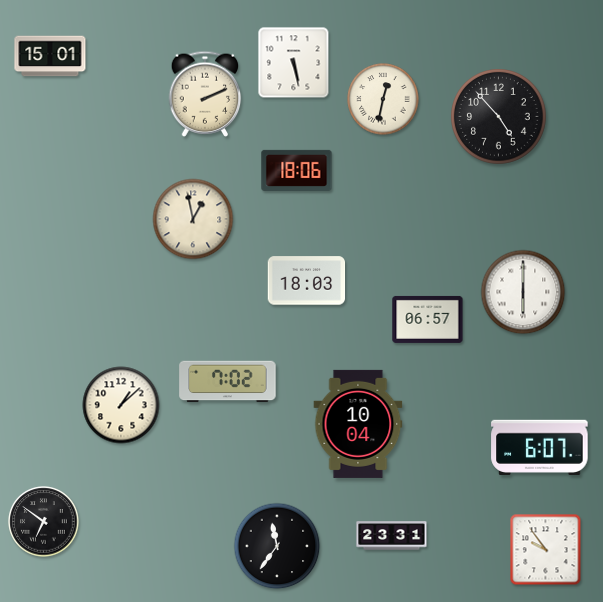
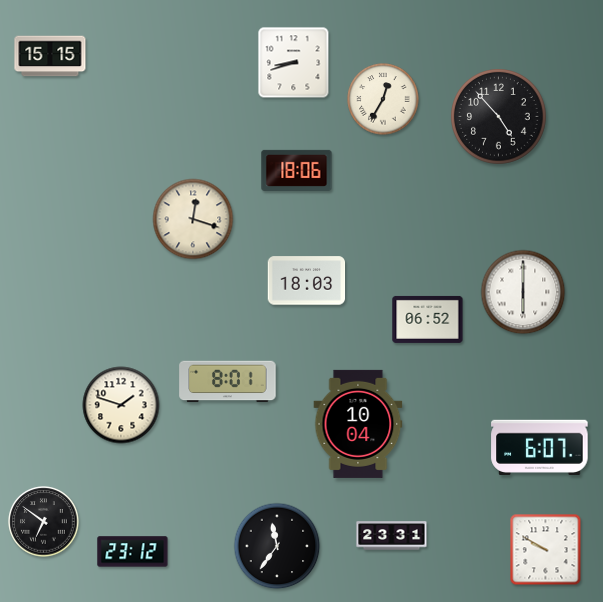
clock at (50, 56): 15:01 -> 15:15
clock at (294, 63): 5:28 -> 8:42
clock at (205, 93): 2:11 -> none
clock at (383, 99): 12:32 -> 12:35
clock at (193, 219): 12:58 -> 12:18
clock at (428, 319): 06:57 -> 06:52
clock at (228, 382): 7:02 -> 8:01
clock at (121, 405): 1:08 -> 1:48
clock at (546, 550): 9:54 -> 9:50
clock at (133, 552): none -> 23:12
